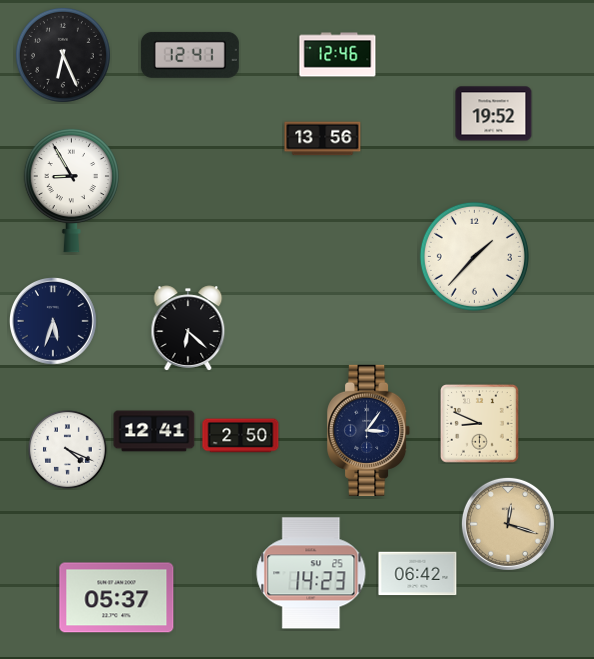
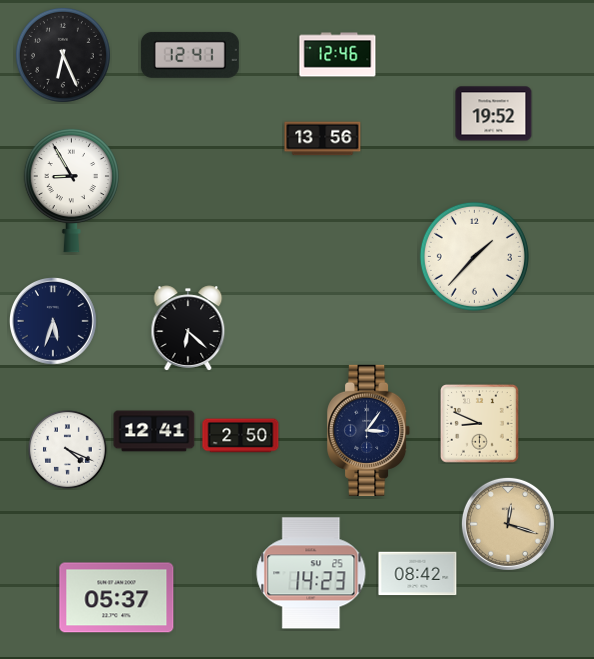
clock at (418, 574): 06:42 -> 08:42
